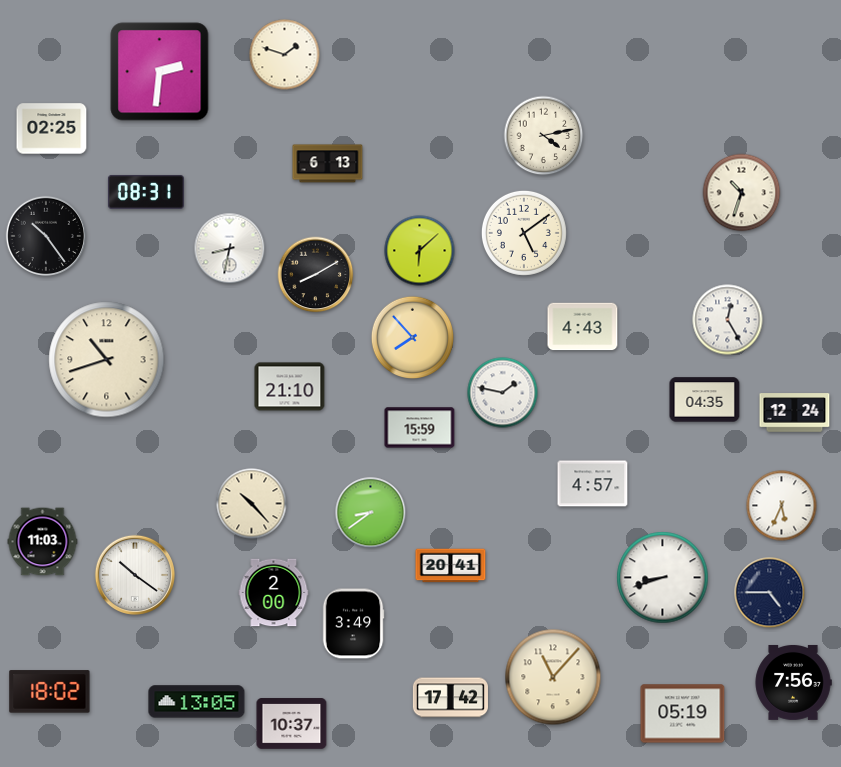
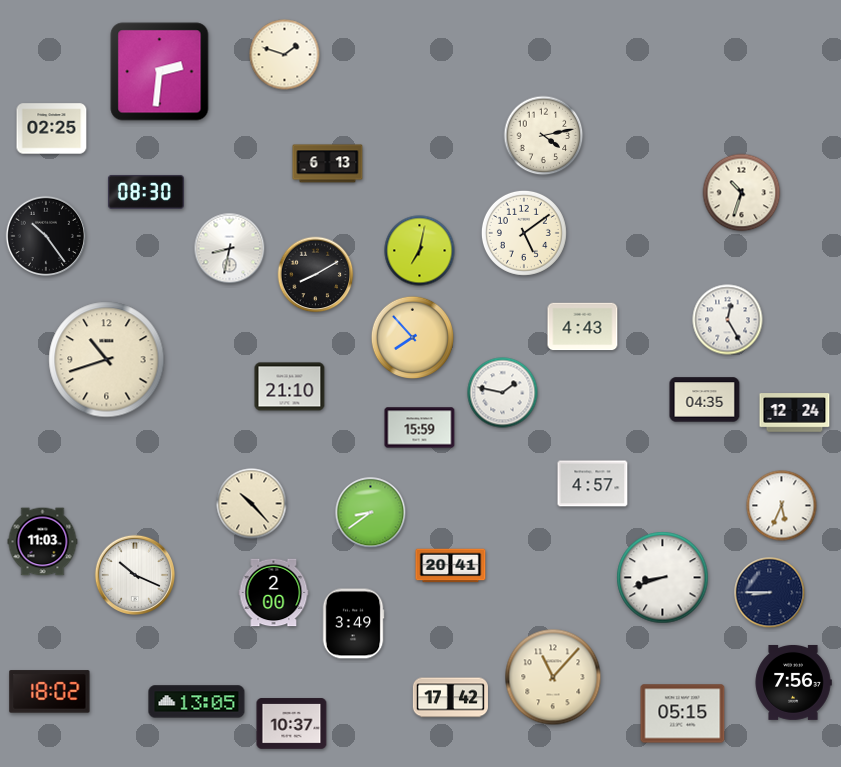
clock at (146, 192): 08:31 -> 08:30
clock at (420, 251): 6:08 -> 7:02
clock at (134, 574): 10:21 -> 10:19
clock at (770, 593): 4:45 -> 8:45
clock at (683, 714): 05:19 -> 05:15
